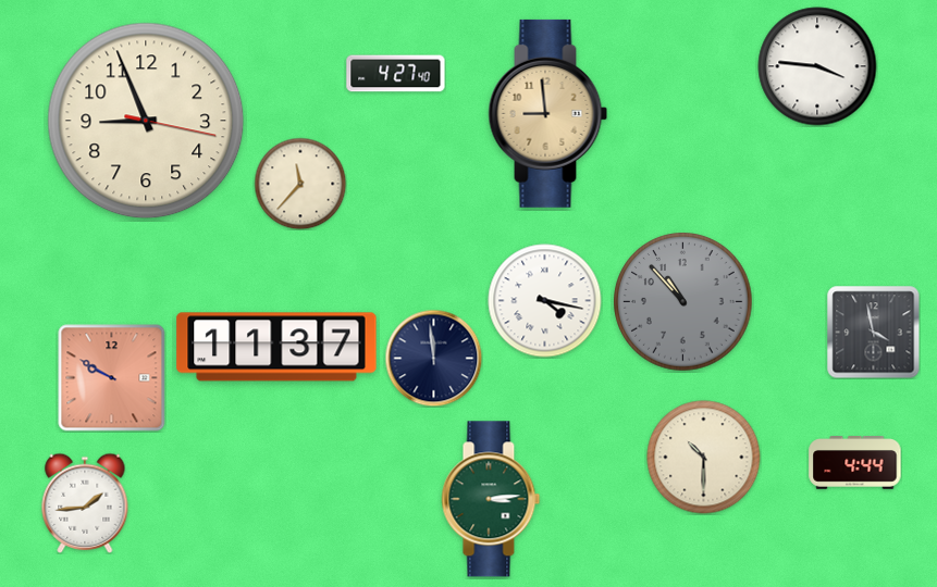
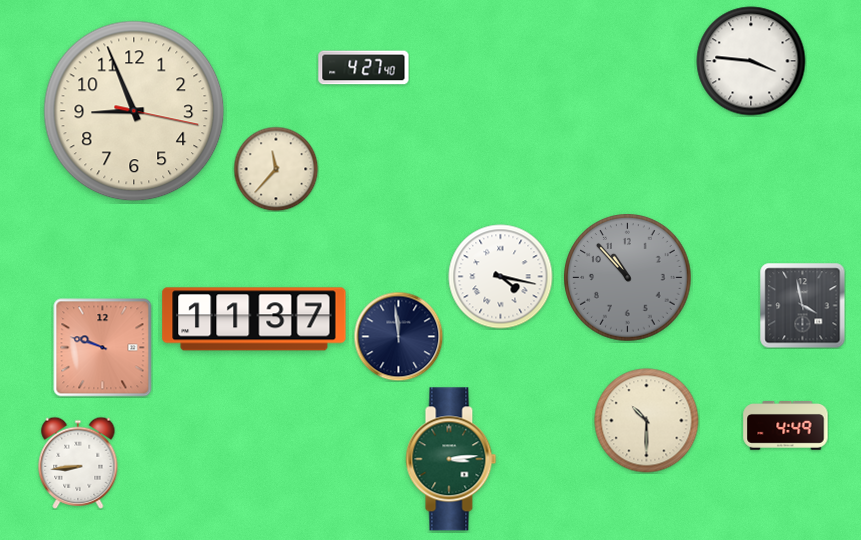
clock at (548, 113): 8:59 -> none
clock at (433, 358) position: (433, 358) -> (398, 336)
clock at (112, 378): 9:50 -> 9:48
clock at (855, 463): 4:44 -> 4:49
clock at (85, 503): 1:44 -> 8:44
